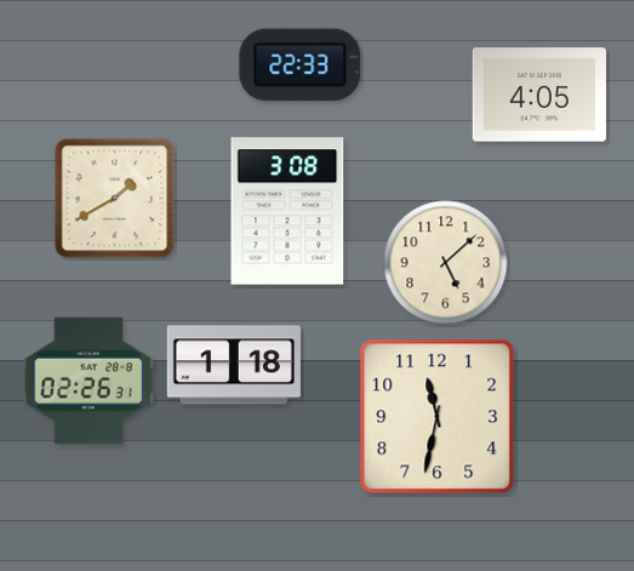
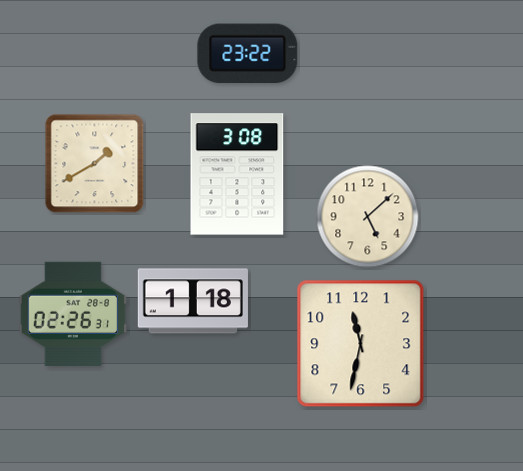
clock at (301, 65): 22:33 -> 23:22
clock at (539, 95): 4:05 -> none
